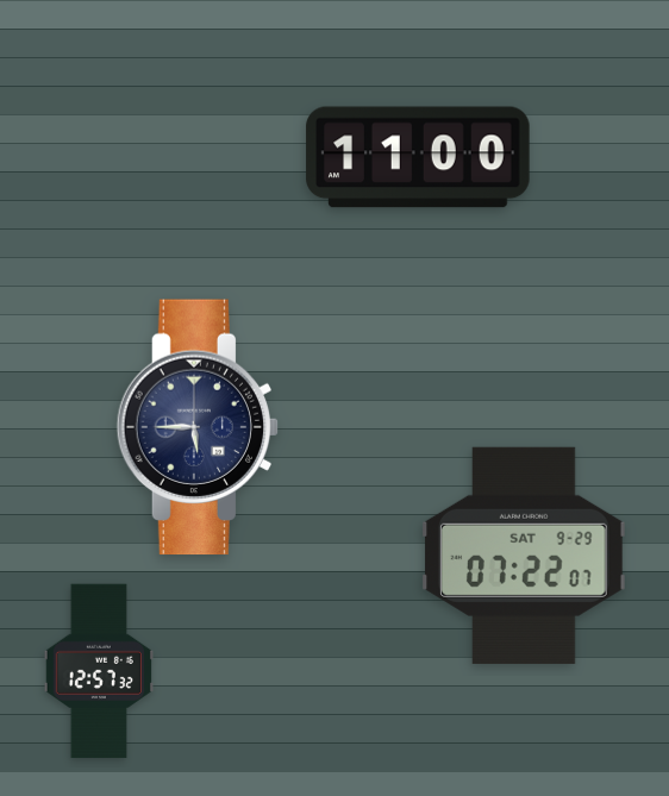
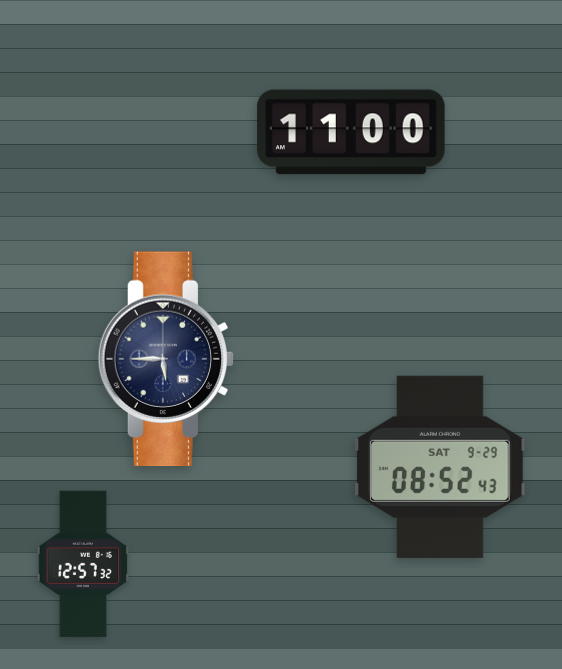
clock at (525, 556): 07:22 -> 08:52
